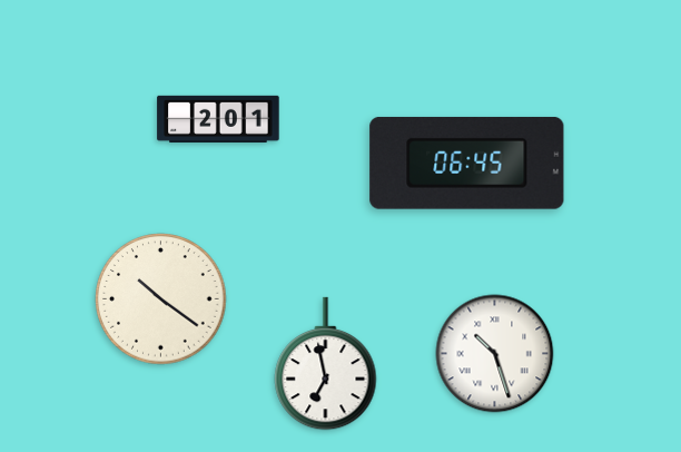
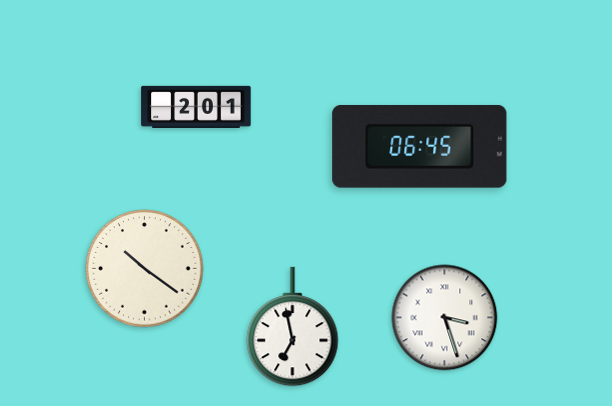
clock at (495, 354): 10:27 -> 3:27
